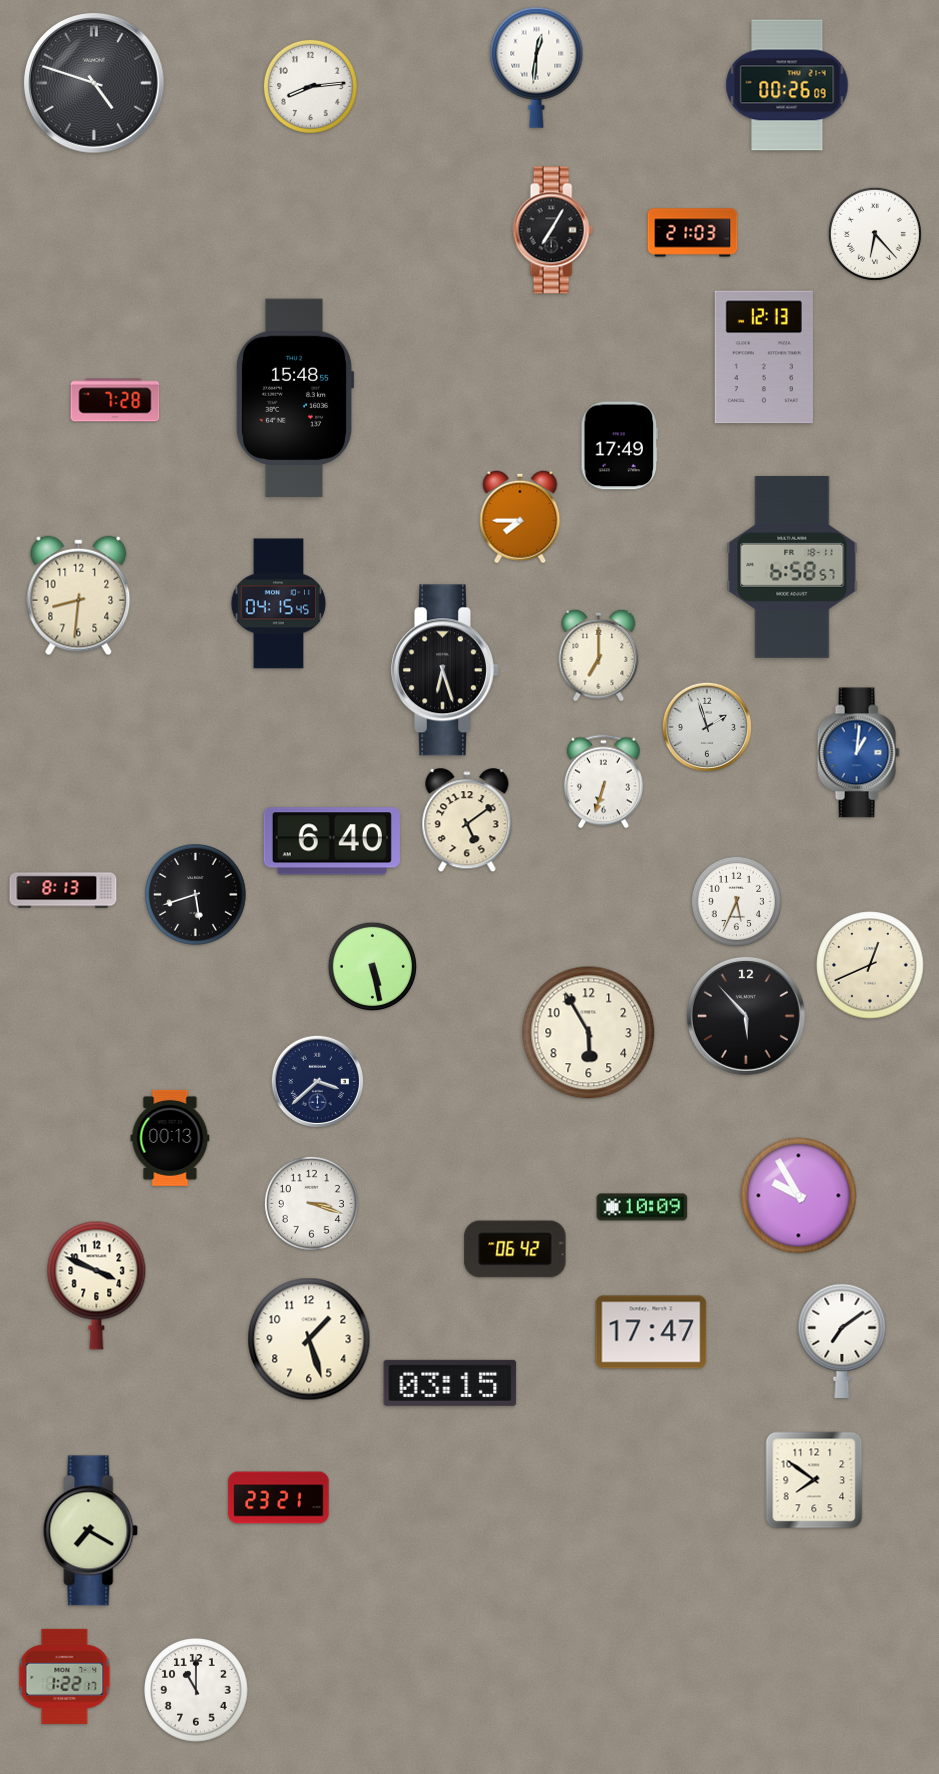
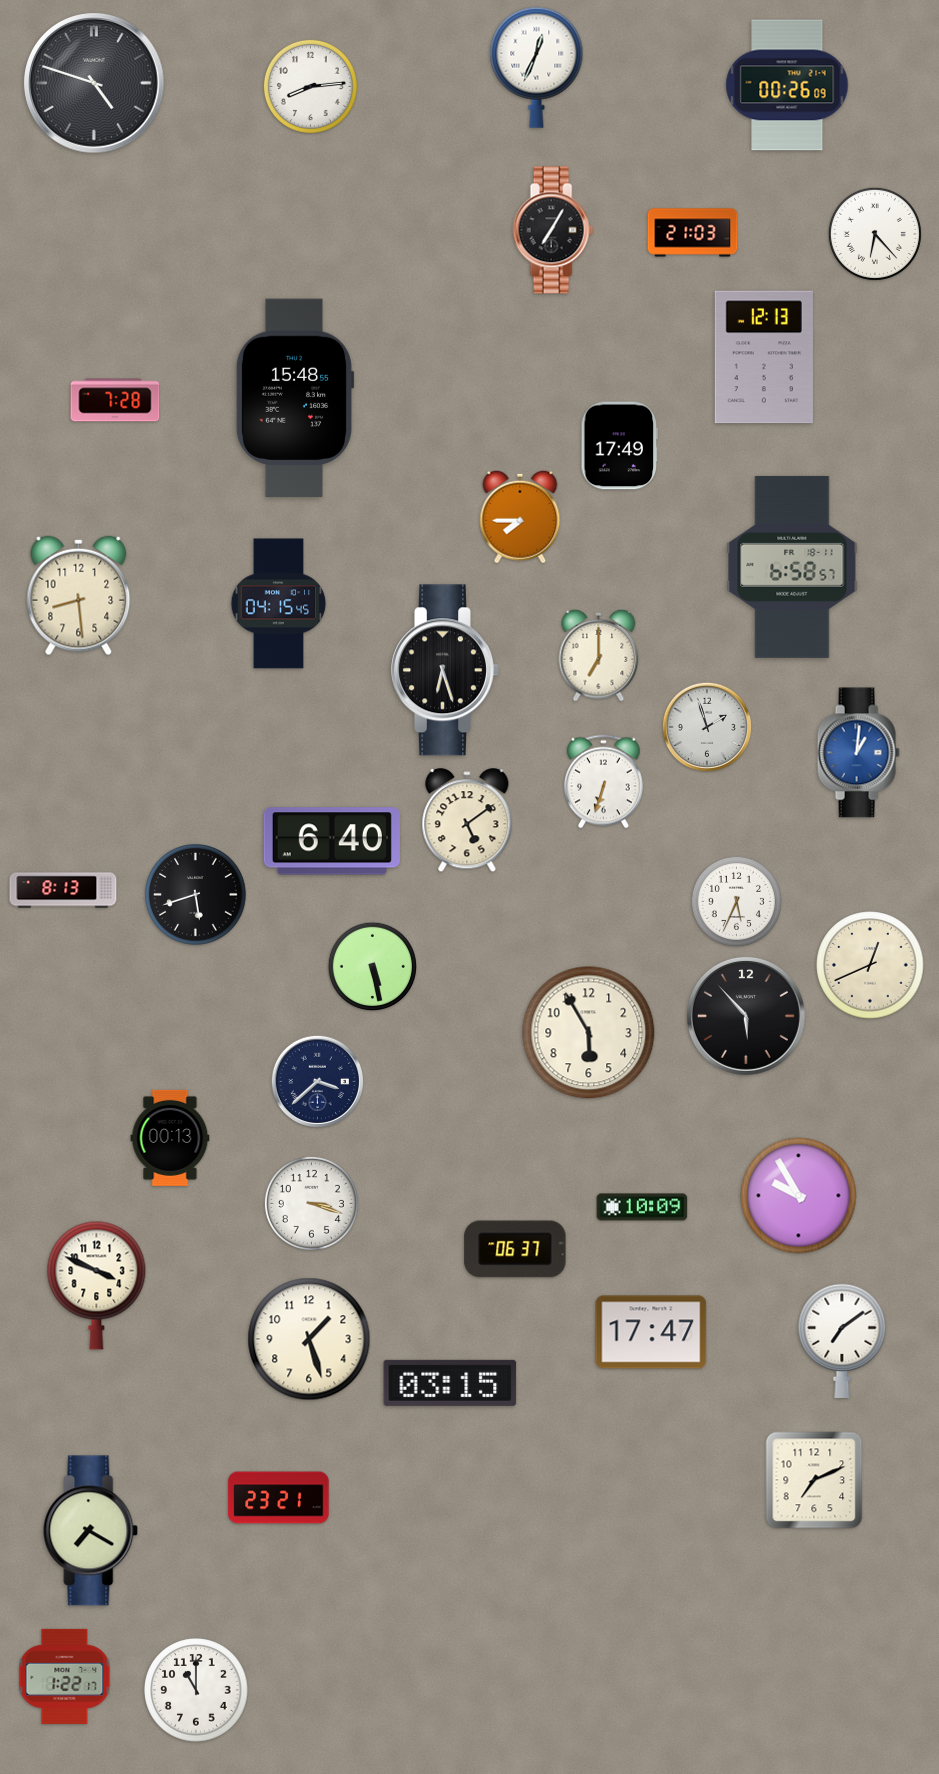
clock at (537, 67): 12:31 -> 12:34
clock at (79, 596): 8:31 -> 8:29
clock at (515, 1249): 06:42 -> 06:37
clock at (814, 1480): 7:51 -> 7:11
